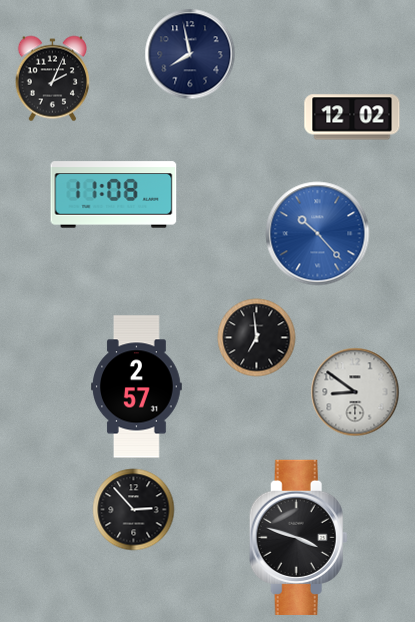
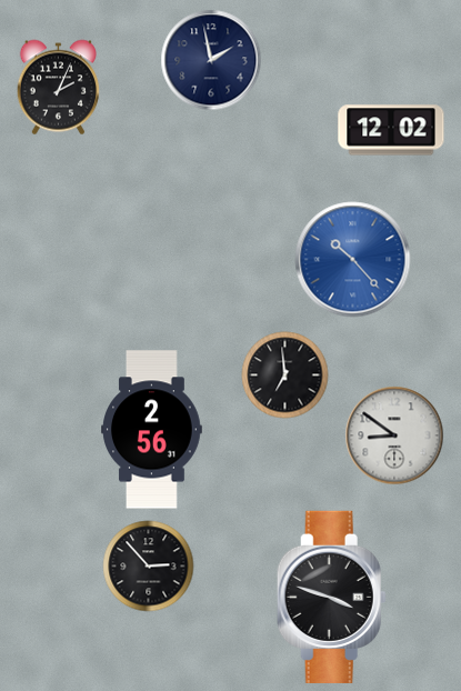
clock at (190, 54): 7:58 -> 1:58
clock at (114, 195): 11:08 -> none
clock at (137, 387): 2:57 -> 2:56
